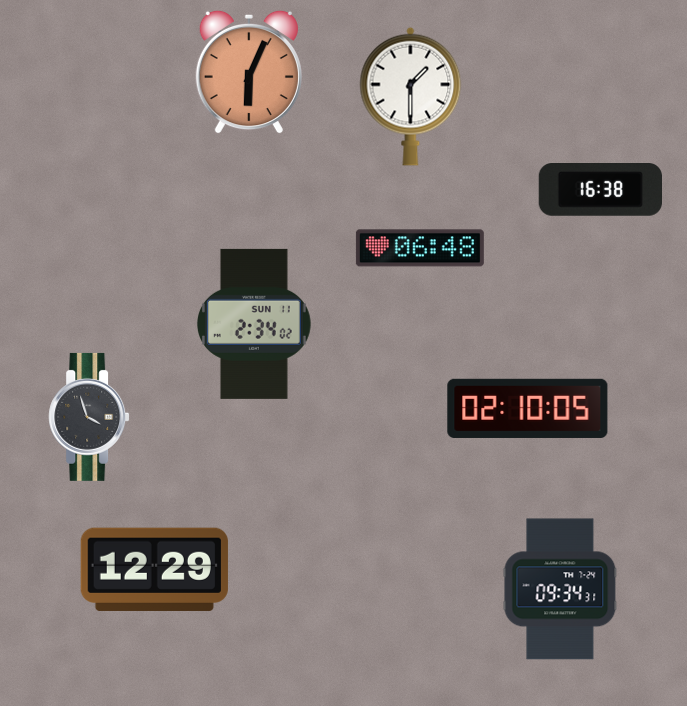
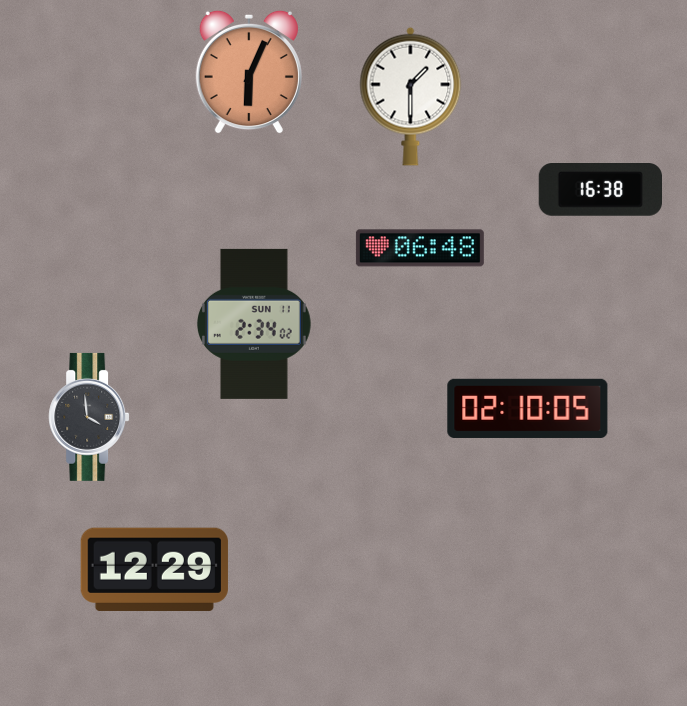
clock at (89, 417): 3:57 -> 3:59
clock at (560, 589): 09:34 -> none
